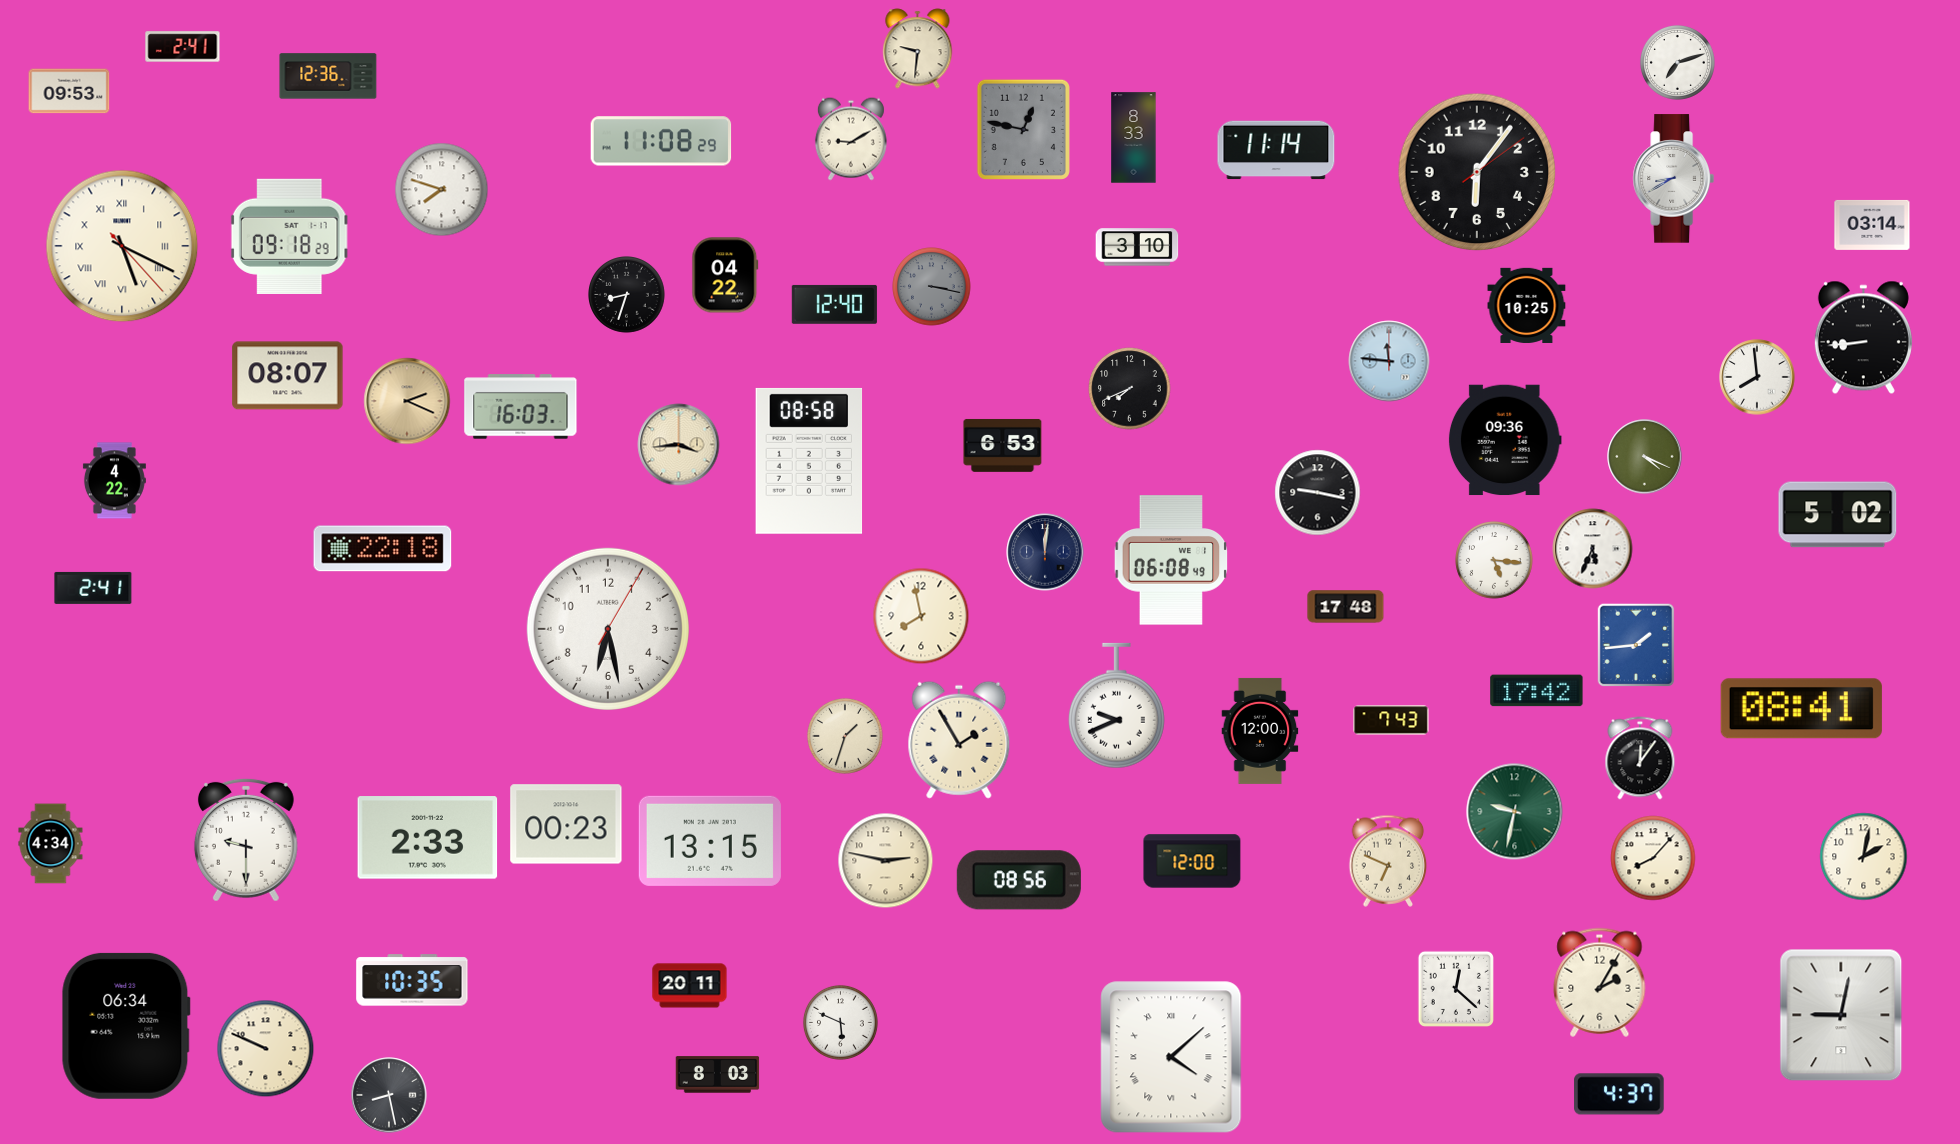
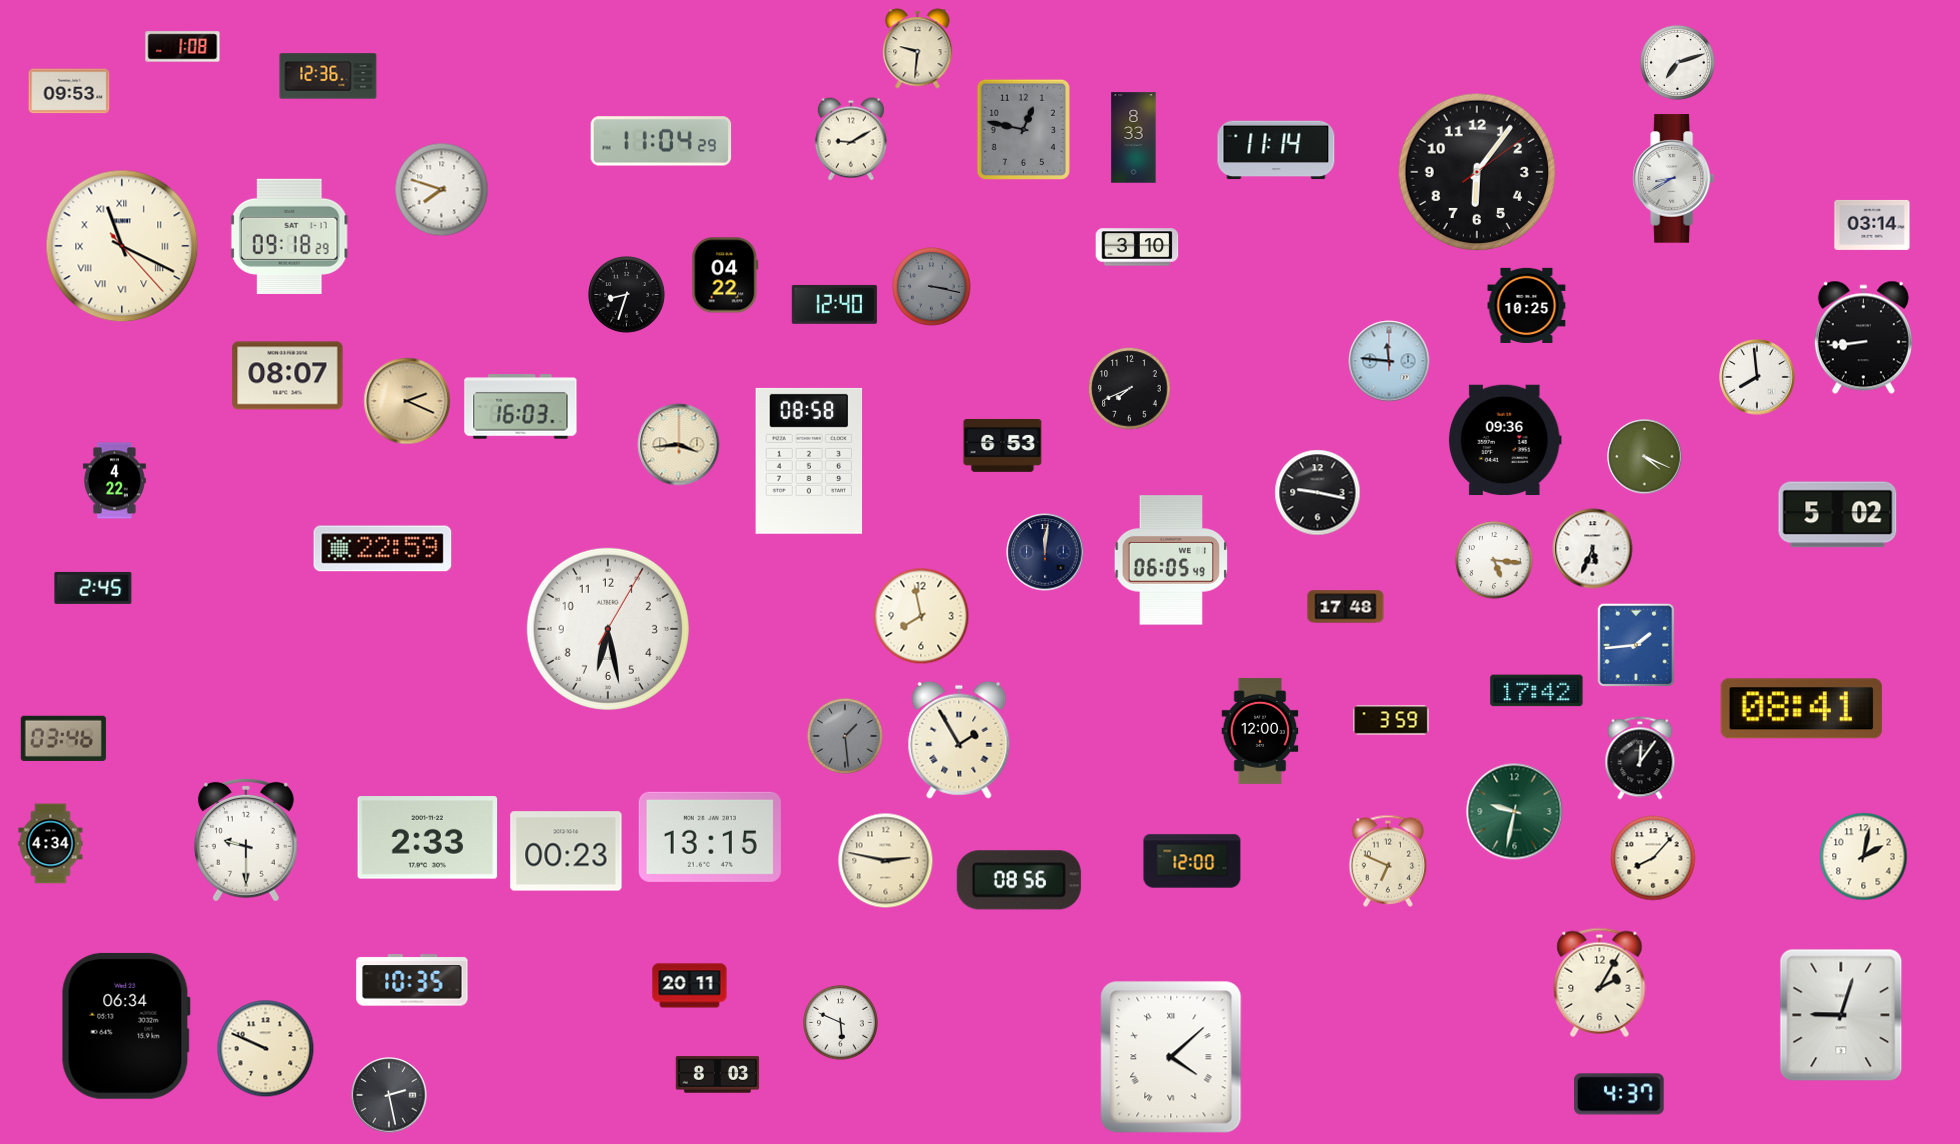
clock at (183, 47): 2:41 -> 1:08
clock at (661, 141): 11:08 -> 11:04
clock at (122, 246): 5:19 -> 11:19
clock at (383, 549): 22:18 -> 22:59
clock at (1171, 560): 06:08 -> 06:05
clock at (93, 588): 2:41 -> 2:45
clock at (1116, 706): 9:41 -> none
clock at (1391, 720): 7:43 -> 3:59
clock at (846, 737): 1:33 -> 1:29
clock at (846, 737) dial: cream -> grey
clock at (63, 738): none -> 03:46
clock at (566, 824) position: (566, 824) -> (566, 851)
clock at (710, 841) position: (710, 841) -> (710, 837)
clock at (1455, 988): 12:22 -> none
clock at (1841, 1015): 9:02 -> 9:03
clock at (389, 1095): 8:28 -> 2:28
